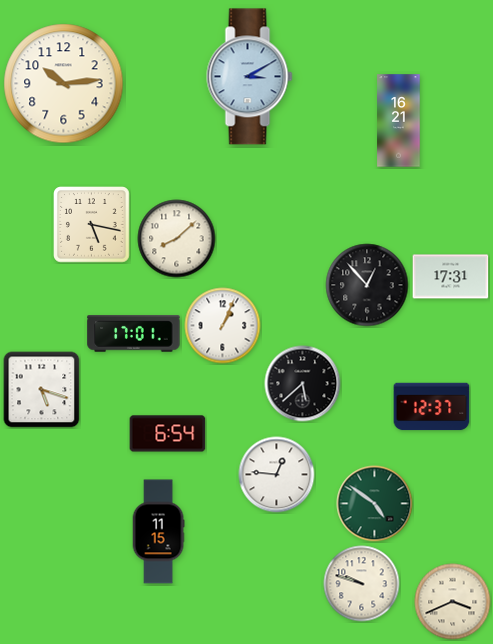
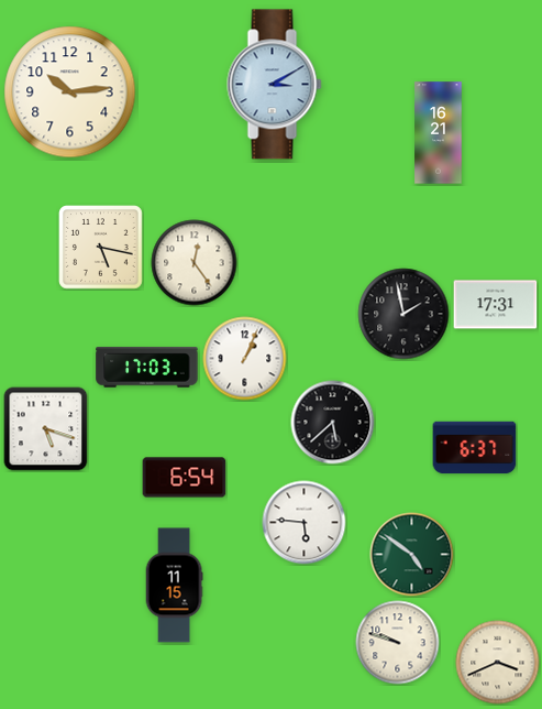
clock at (177, 239): 8:08 -> 12:24
clock at (367, 285): 12:53 -> 1:58
clock at (134, 334): 17:01 -> 17:03
clock at (432, 407): 12:37 -> 6:37
clock at (277, 475): 12:46 -> 5:46
